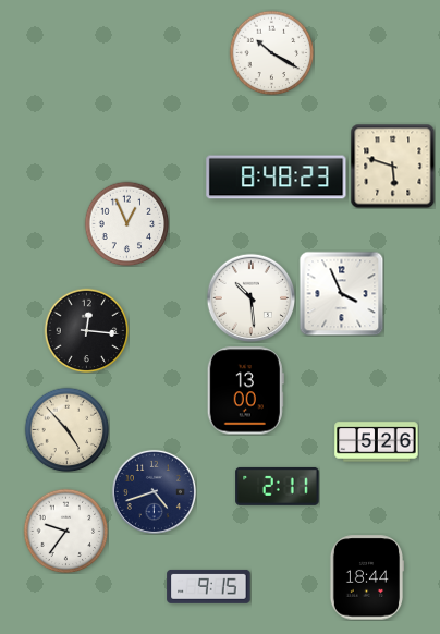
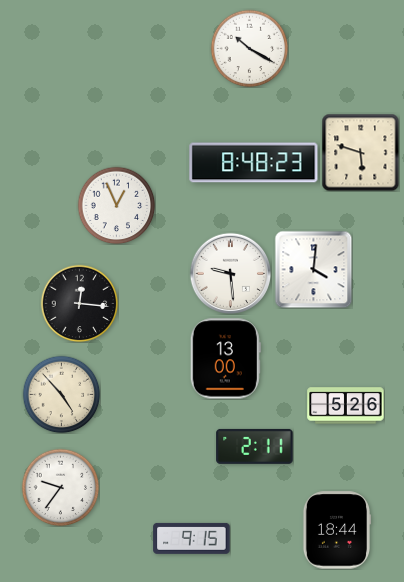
clock at (341, 293): 3:56 -> 4:01
clock at (250, 297): 10:29 -> 9:29
clock at (154, 491): 4:42 -> none
